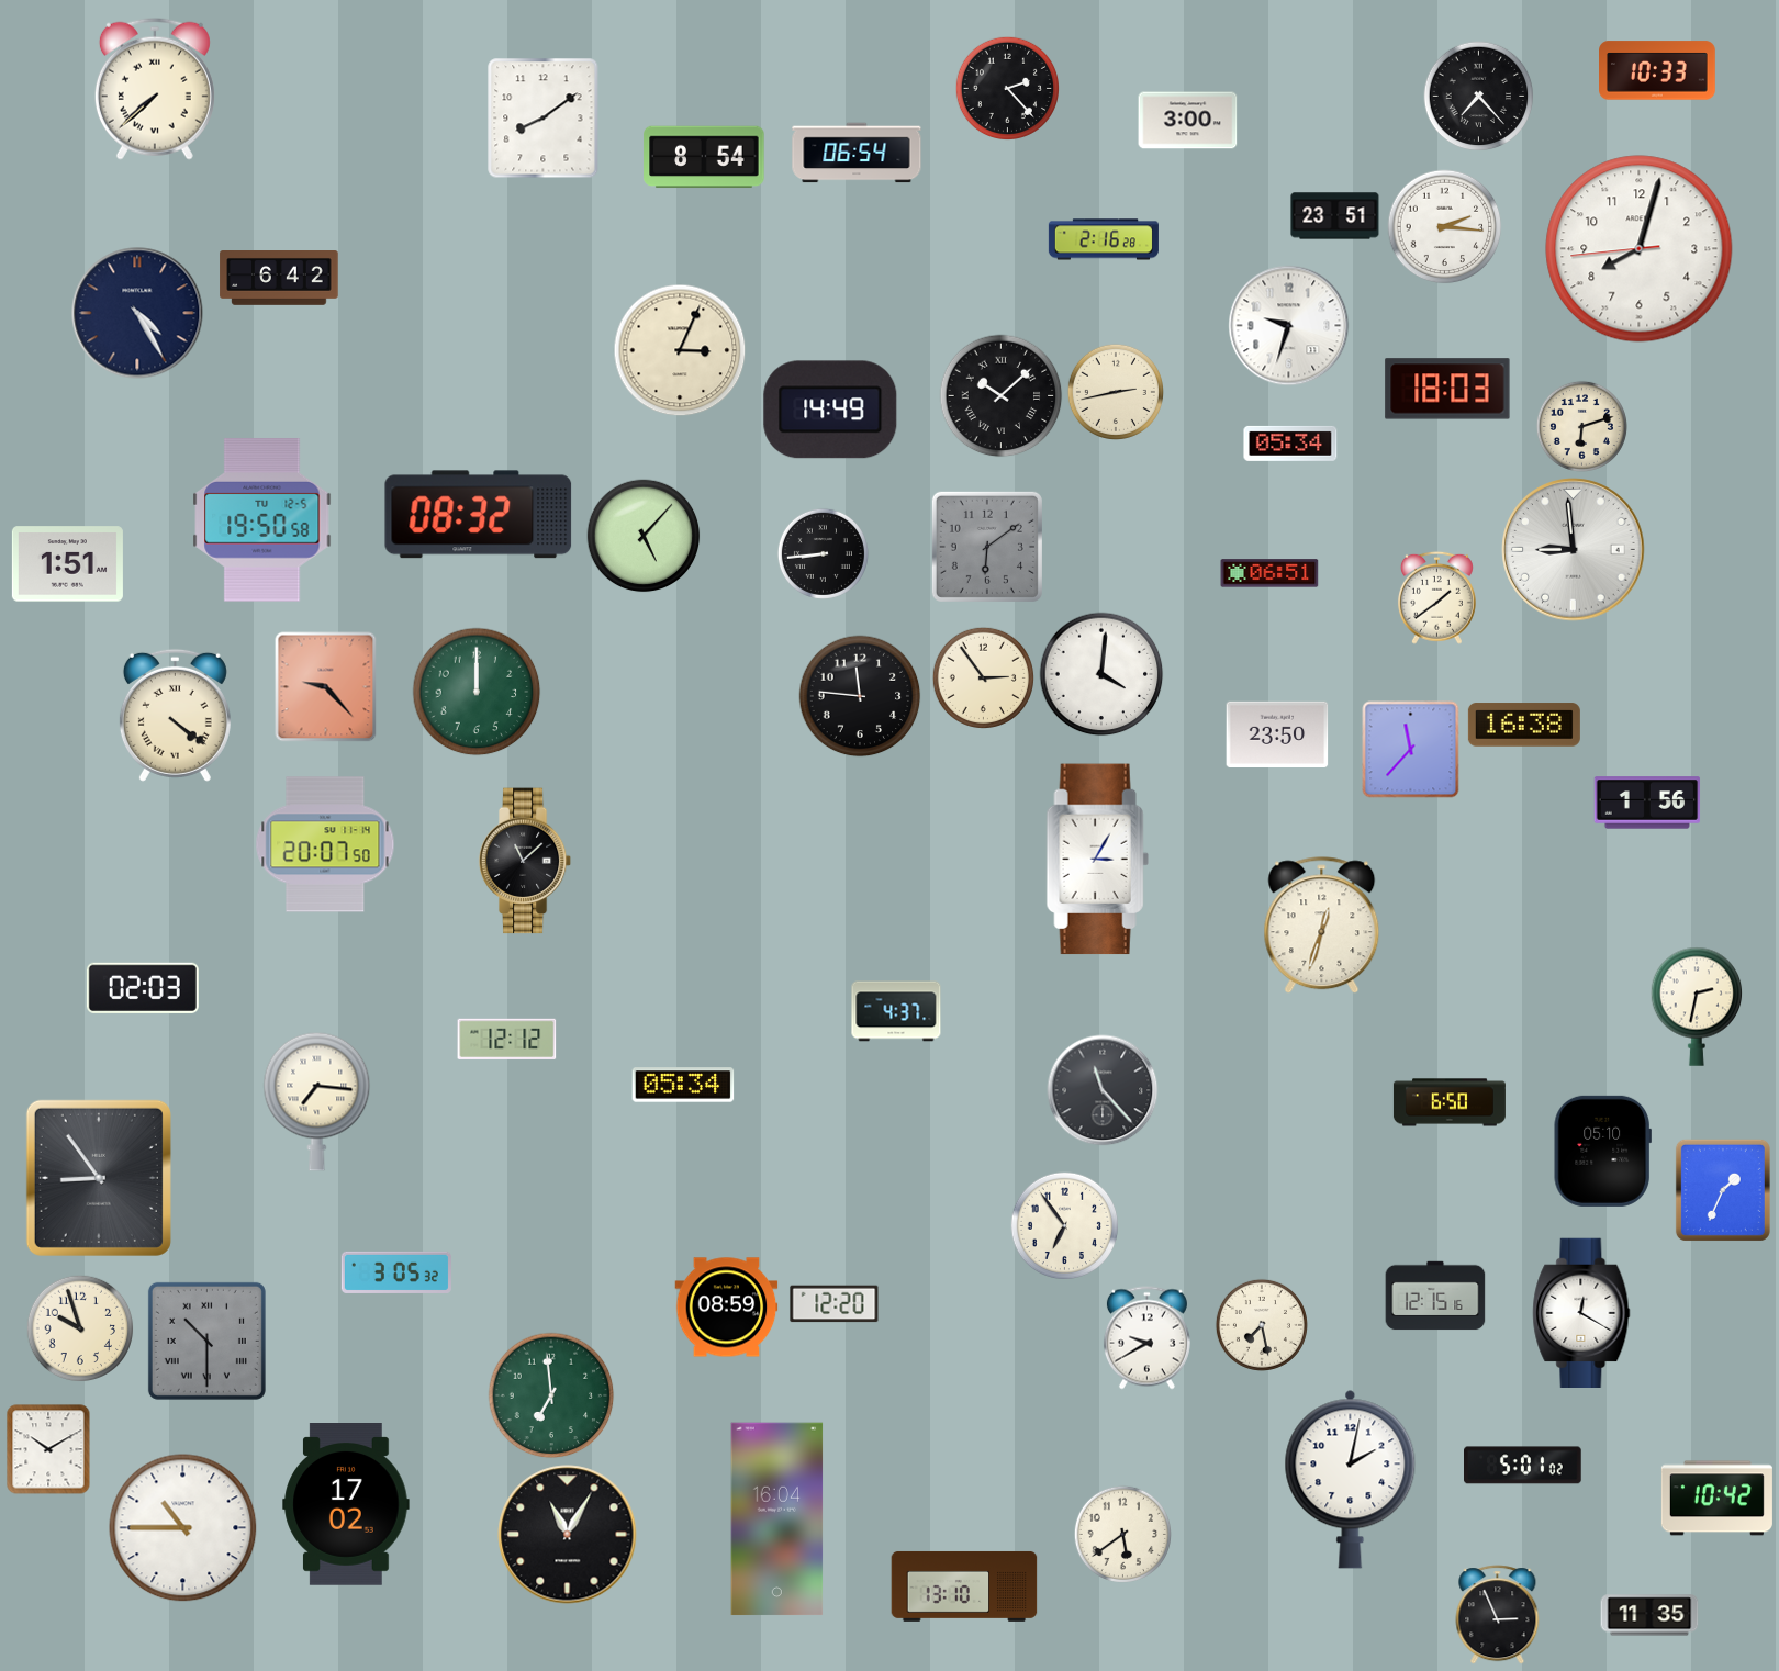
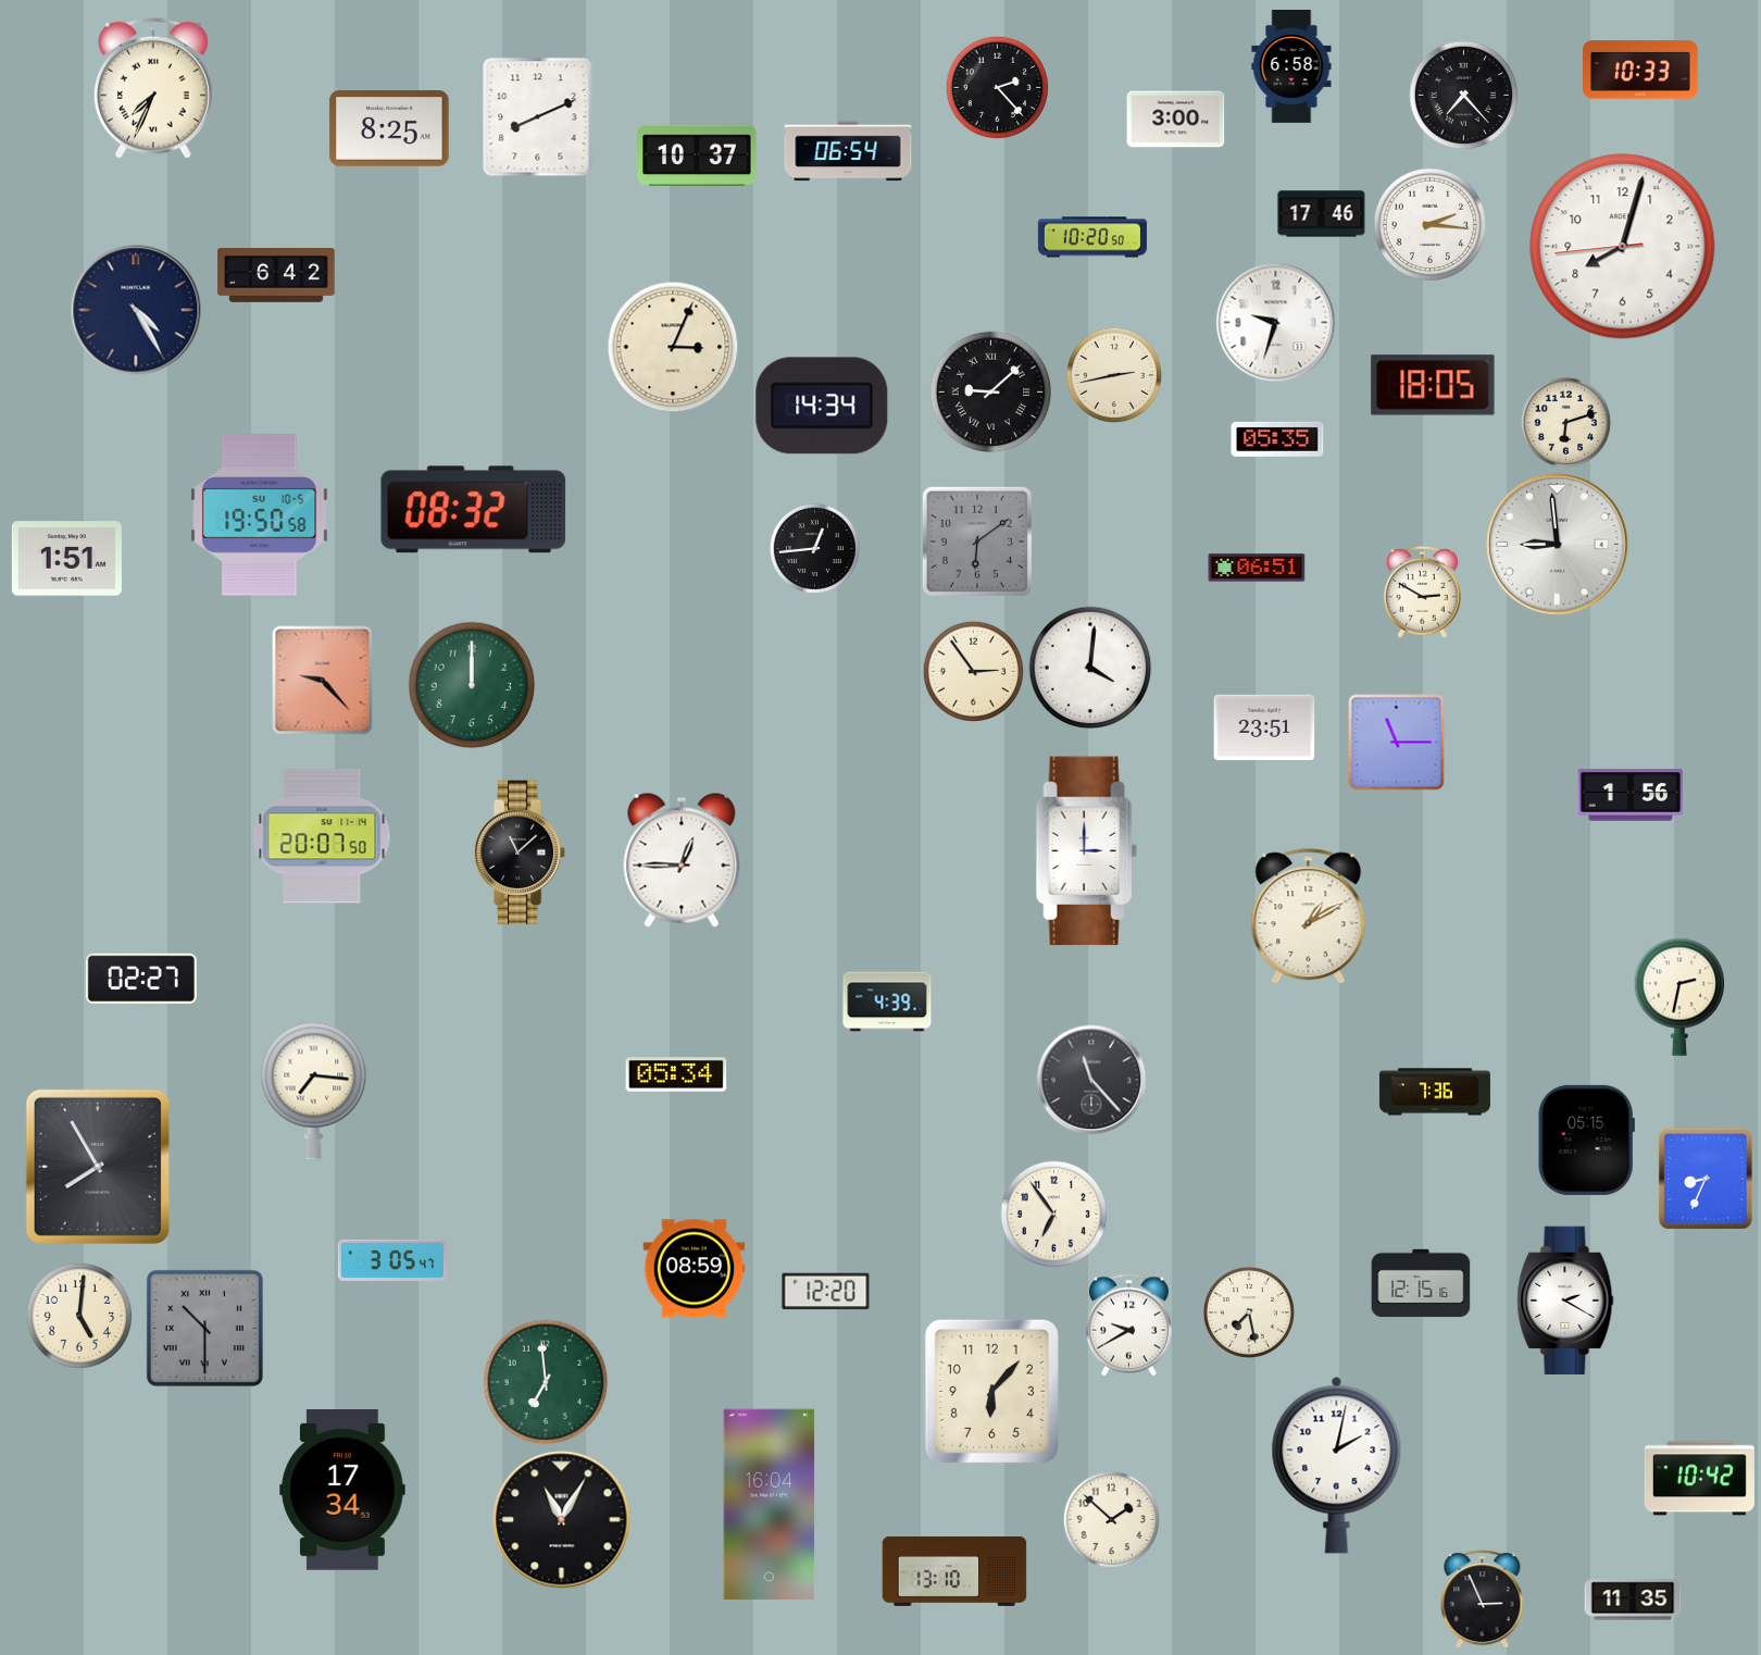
clock at (1291, 66): none -> 6:58
clock at (155, 89): 7:38 -> 7:34
clock at (544, 119): 8:09 -> 8:11
clock at (389, 128): none -> 8:25
clock at (704, 157): 8:54 -> 10:37
clock at (1335, 216): 23:51 -> 17:46
clock at (1104, 239): 2:16 -> 10:20
clock at (1447, 389): 18:03 -> 18:05
clock at (1116, 392) position: (1116, 392) -> (1114, 375)
clock at (1002, 396): 10:08 -> 9:08
clock at (830, 410): 14:49 -> 14:34
clock at (1290, 444): 05:34 -> 05:35
clock at (262, 520) date: TU 12-5 -> SU 10-5
clock at (644, 536): 5:07 -> none
clock at (823, 553): 8:44 -> 12:44
clock at (1436, 597): 1:39 -> 2:50
clock at (860, 696): 11:46 -> none
clock at (175, 715): 4:21 -> none
clock at (1524, 725): 16:38 -> none
clock at (1277, 733): 23:50 -> 23:51
clock at (1411, 750): 11:37 -> 11:15
clock at (1097, 860): 3:05 -> 3:00
clock at (682, 860): none -> 12:45
clock at (1322, 926): 12:33 -> 1:10
clock at (143, 988): 02:03 -> 02:27
clock at (896, 1011): 4:37 -> 4:39
clock at (507, 1039): 12:12 -> none
clock at (1450, 1102): 6:50 -> 7:36
clock at (1602, 1151): 05:10 -> 05:15
clock at (99, 1178): 8:54 -> 7:55
clock at (1723, 1190): 1:34 -> 8:34
clock at (396, 1272): 3:05:32 -> 3:05:47
clock at (727, 1308) position: (727, 1308) -> (695, 1269)
clock at (1581, 1312): 12:20 -> 2:20
clock at (80, 1328): 9:57 -> 5:01
clock at (1146, 1338) position: (1146, 1338) -> (1128, 1326)
clock at (991, 1391): none -> 6:07
clock at (48, 1449): 10:10 -> none
clock at (1523, 1466): 5:01 -> none
clock at (1716, 1499) position: (1716, 1499) -> (1699, 1479)
clock at (346, 1505): 17:02 -> 17:34
clock at (183, 1528): 10:45 -> none
clock at (1122, 1534): 5:39 -> 1:52
